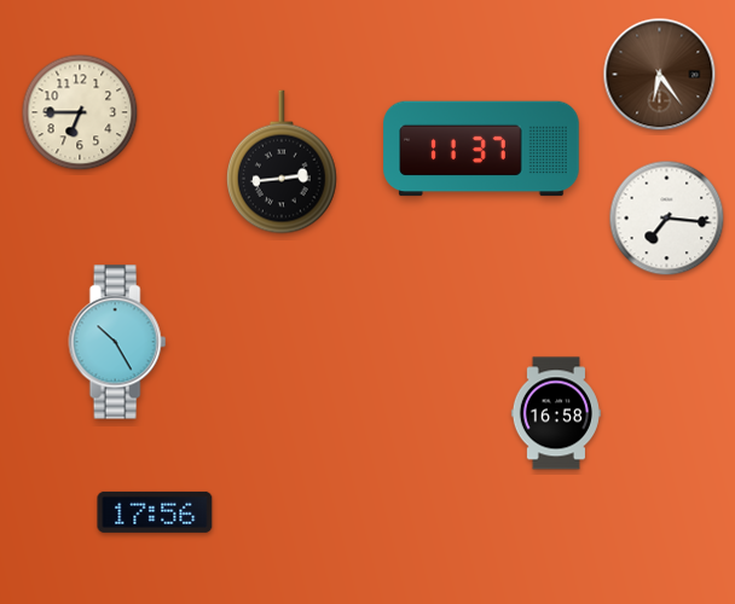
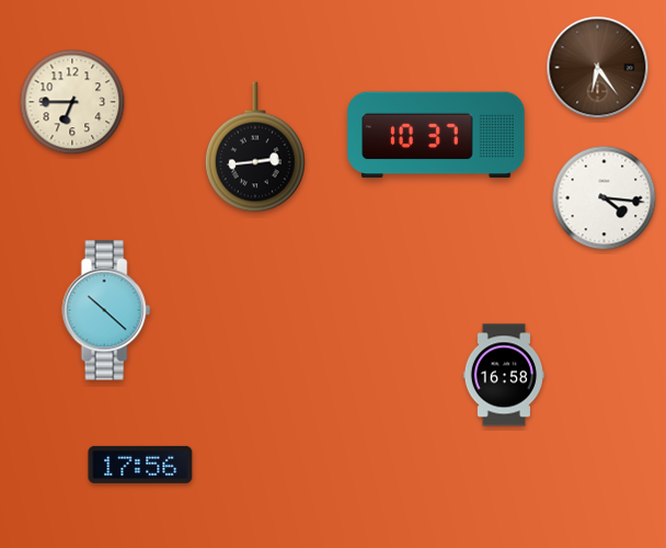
clock at (481, 149): 11:37 -> 10:37
clock at (667, 219): 7:16 -> 4:16
clock at (117, 342): 10:25 -> 10:22
